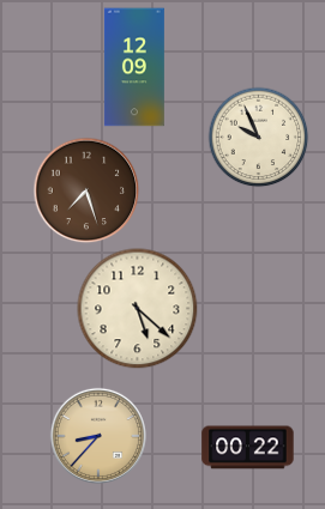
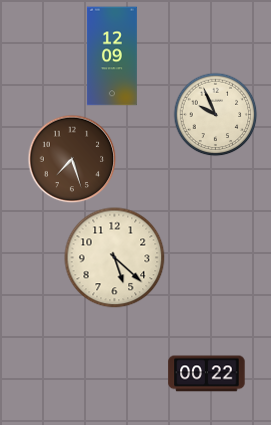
clock at (98, 436): 8:37 -> none
